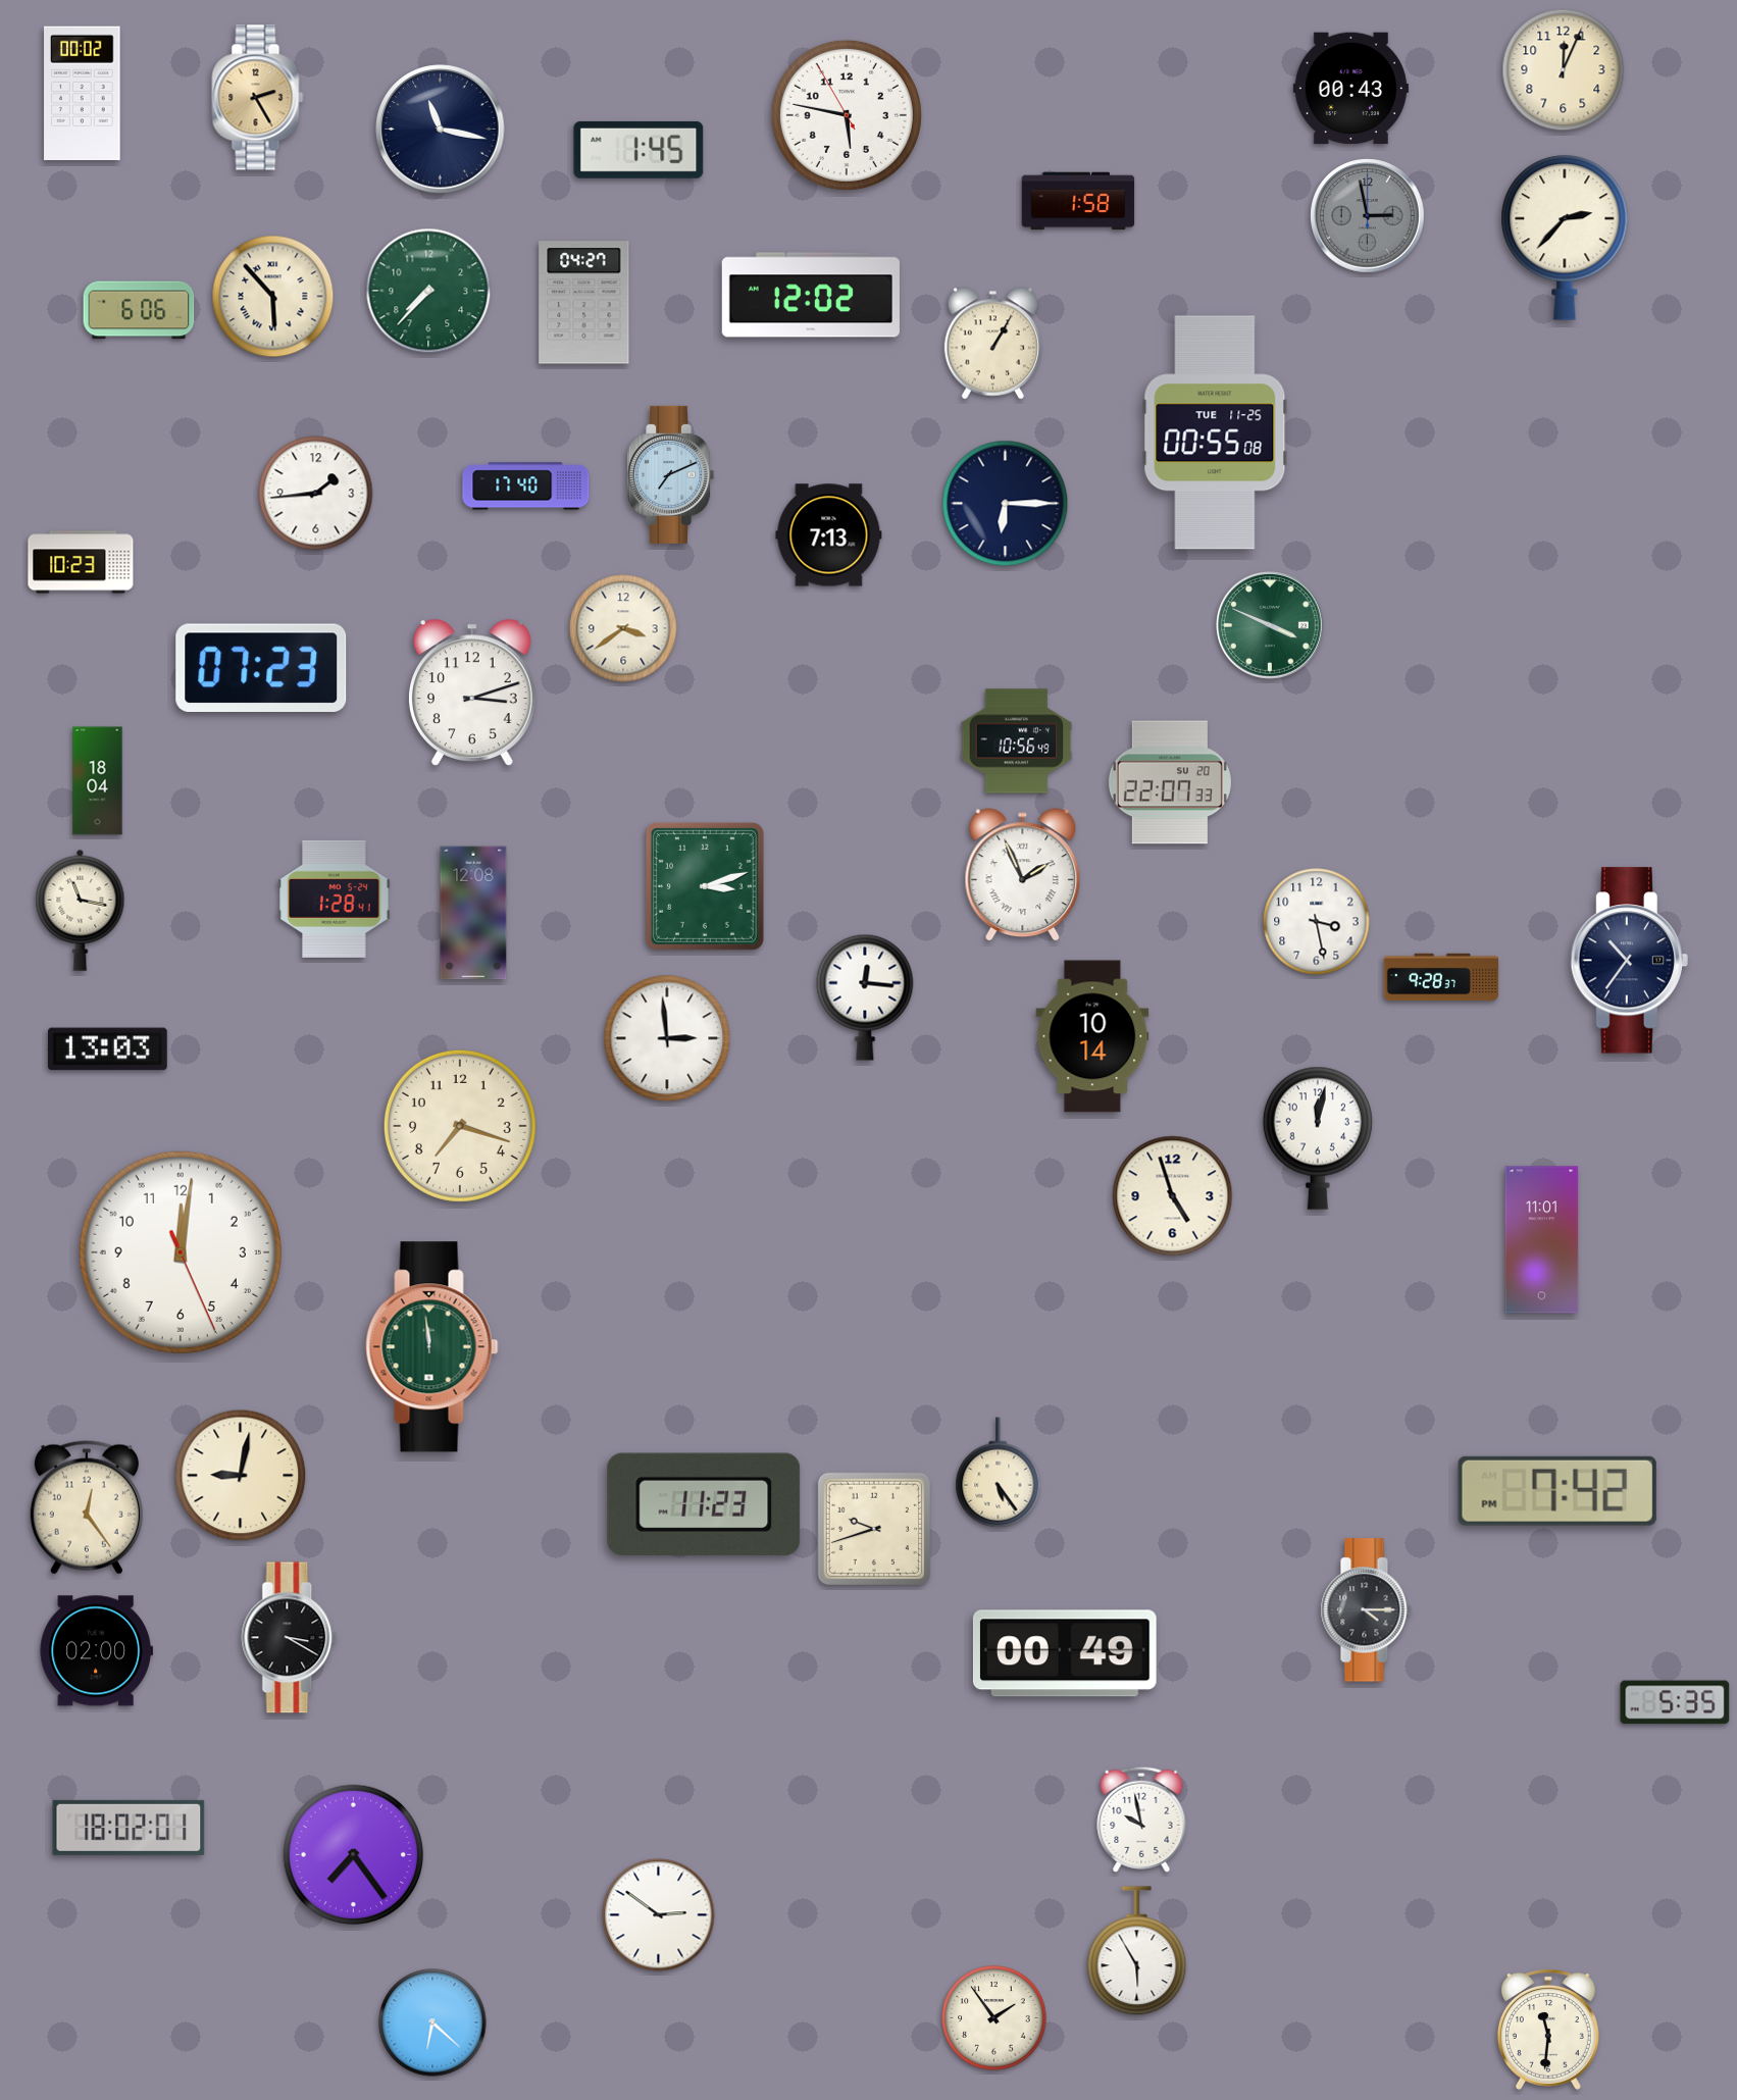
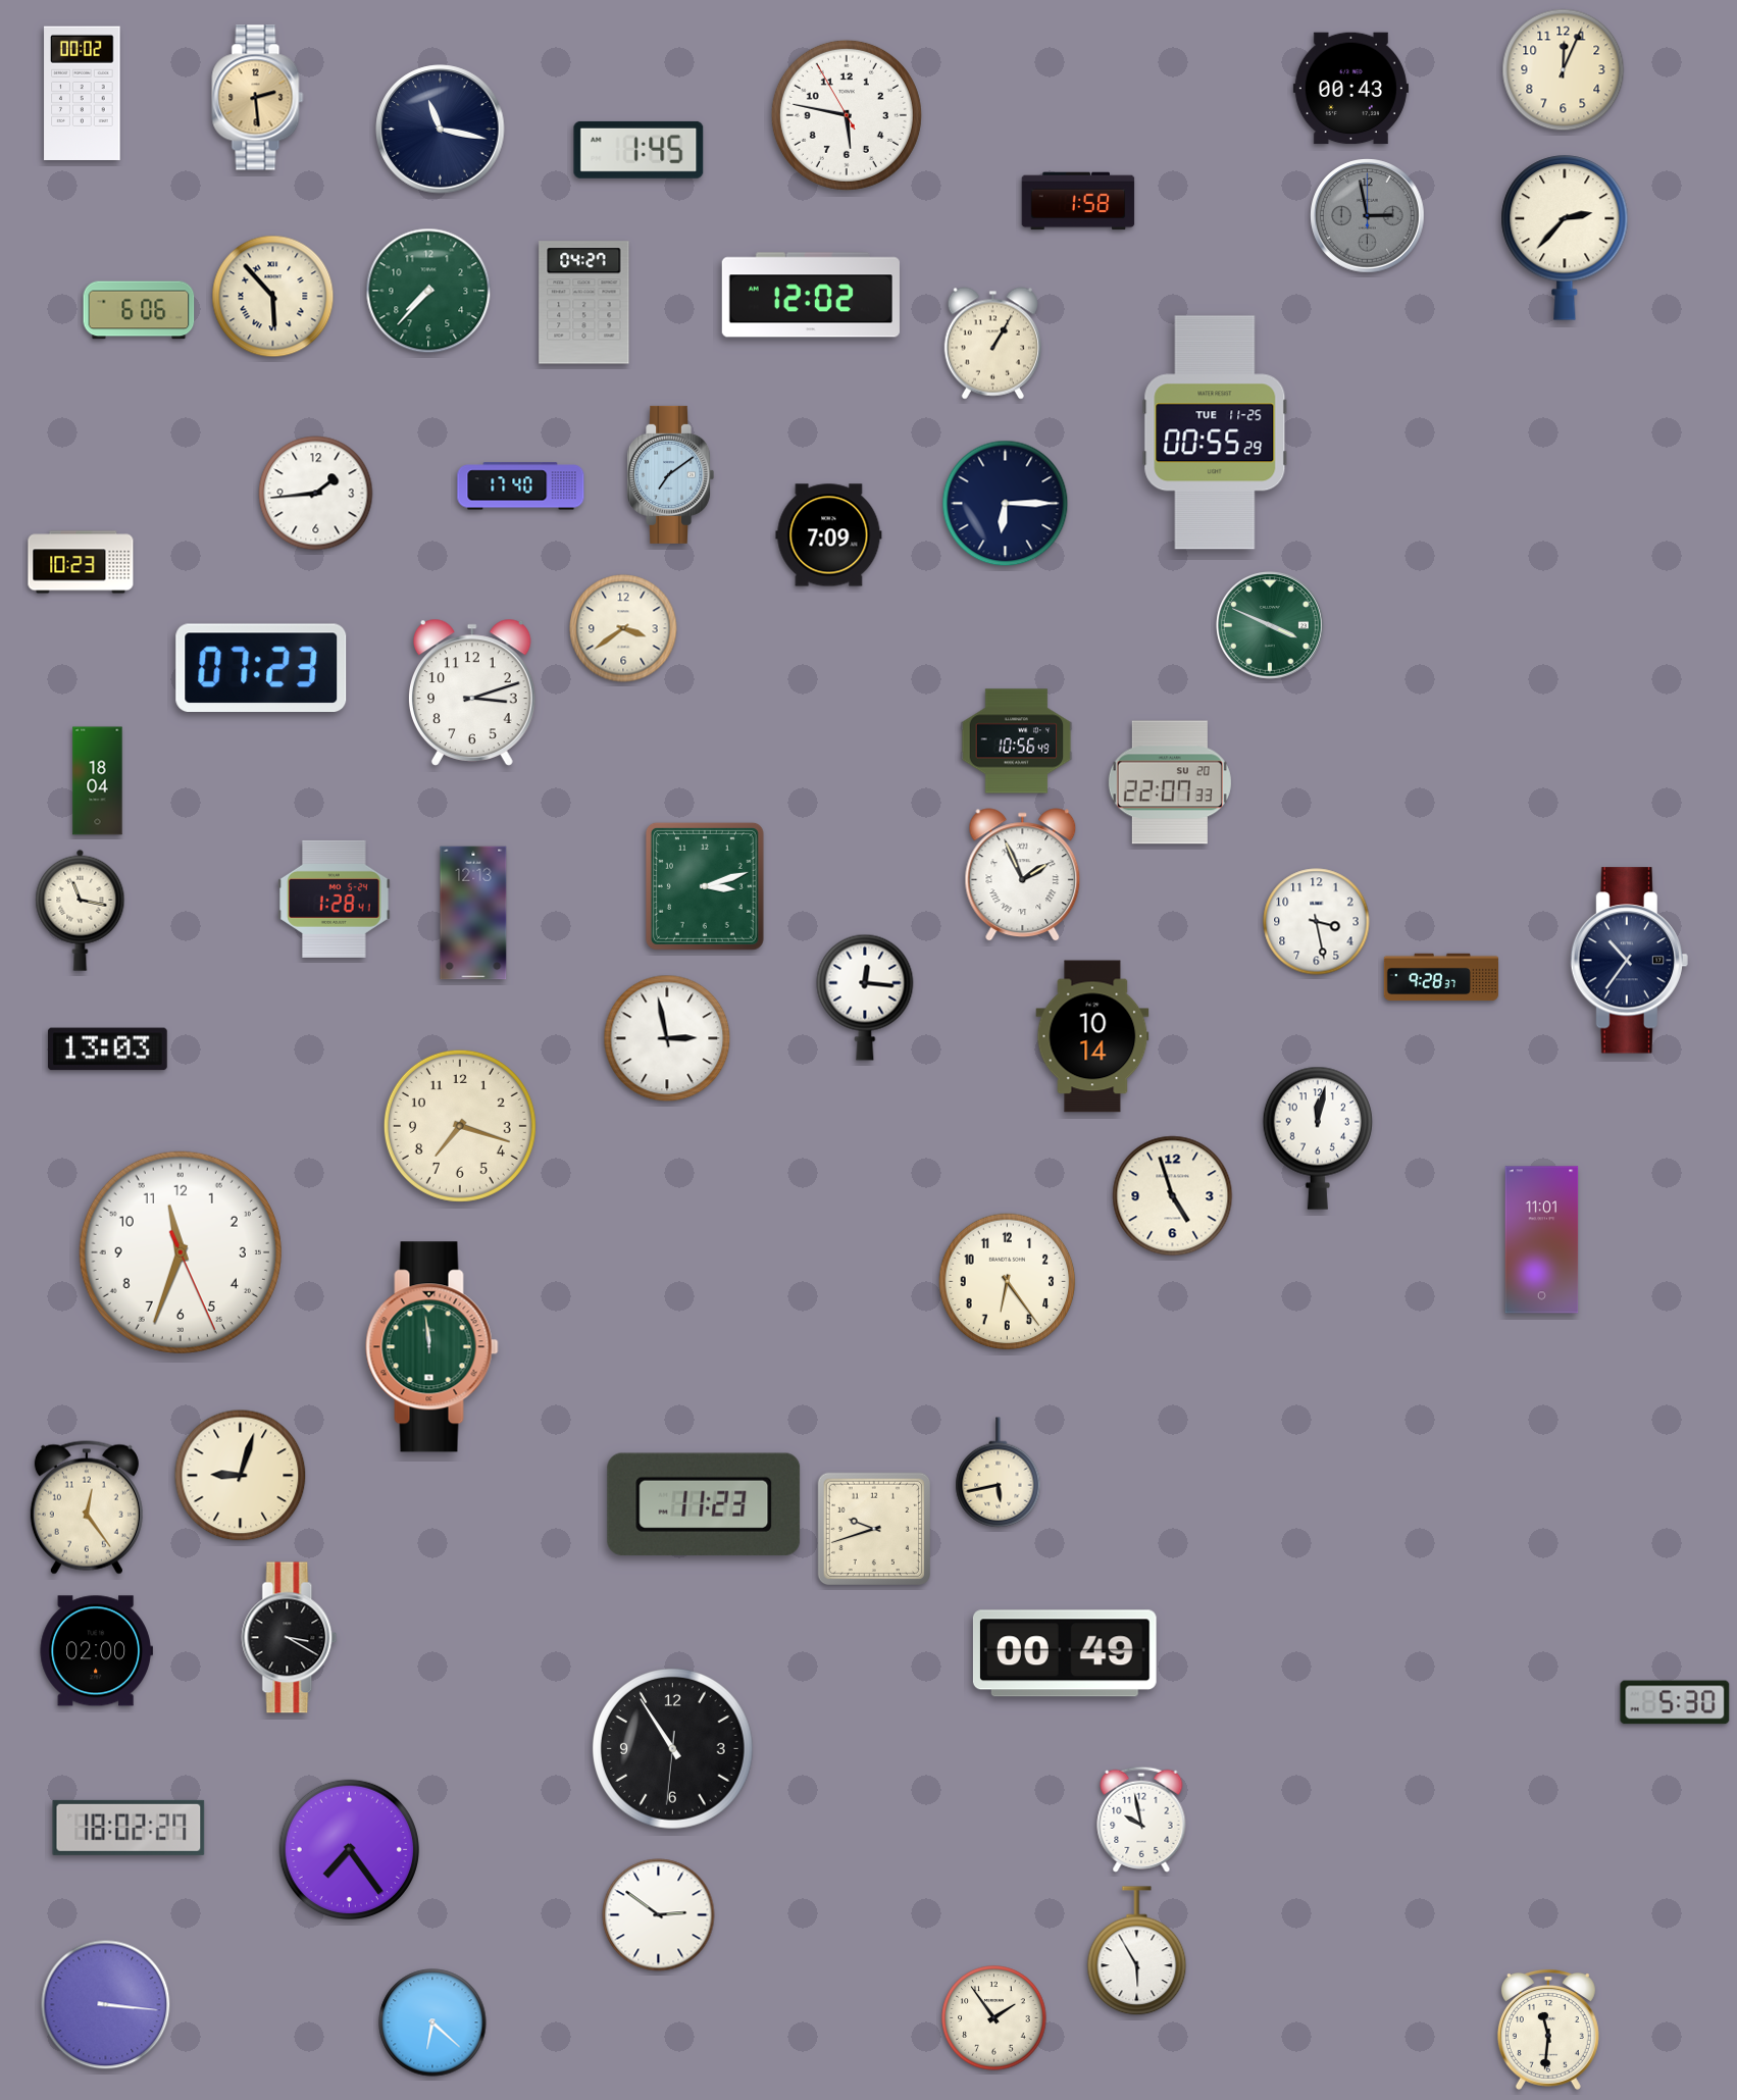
clock at (258, 98): 2:25 -> 2:29
clock at (1215, 432): 00:55:08 -> 00:55:29
clock at (671, 474): 7:11 -> 7:09
clock at (526, 486) position: (526, 486) -> (521, 486)
clock at (829, 535): 7:13 -> 7:09
clock at (473, 913): 12:08 -> 12:13
clock at (667, 1038): 2:59 -> 2:58
clock at (181, 1252): 12:01 -> 11:33
clock at (1008, 1282): none -> 6:24
clock at (999, 1473): 5:24 -> 5:43
clock at (241, 1476): 9:02 -> 9:03
clock at (1557, 1491): 7:42 -> none
clock at (1366, 1610): 4:15 -> none
clock at (1675, 1702): 5:35 -> 5:30
clock at (673, 1749): none -> 10:54
clock at (129, 1828): 18:02:01 -> 18:02:27
clock at (354, 1855) position: (354, 1855) -> (350, 1850)
clock at (106, 2005): none -> 3:16
